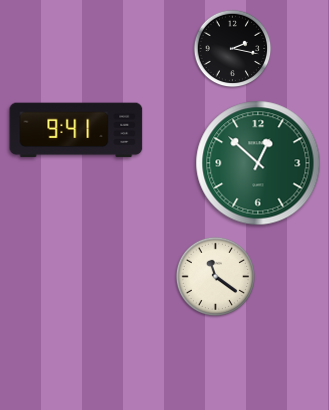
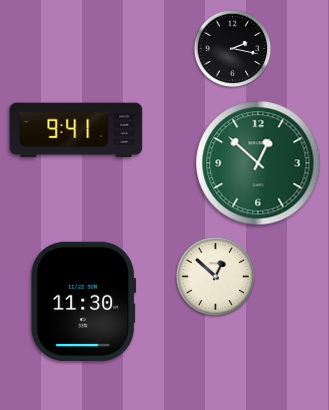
clock at (215, 276): 11:21 -> 12:52
clock at (84, 301): none -> 11:30
